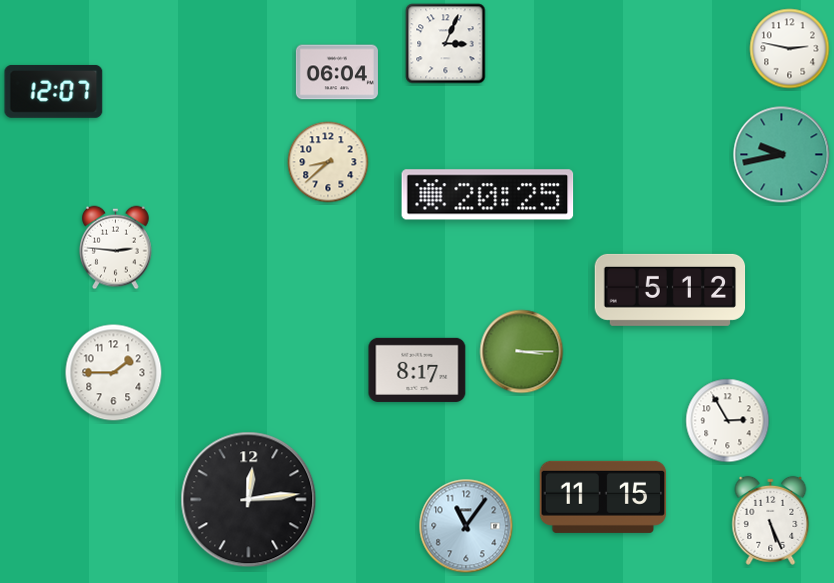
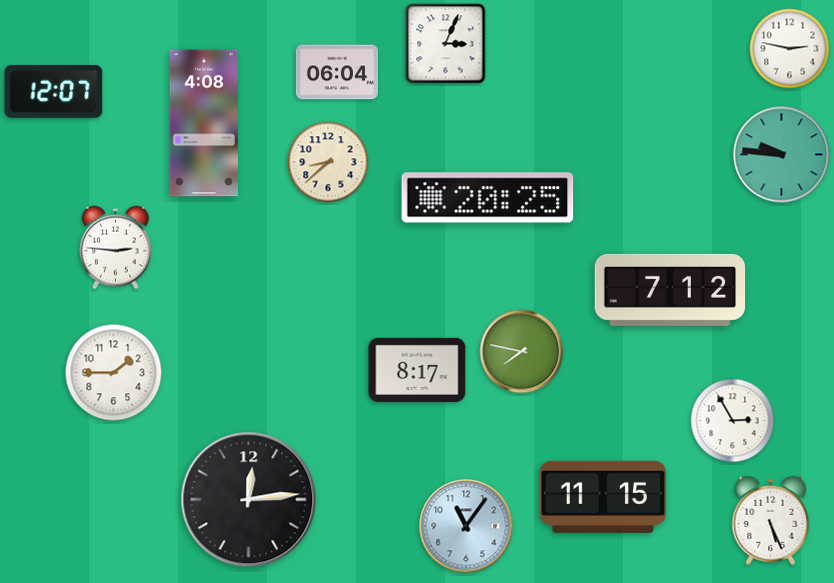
clock at (204, 123): none -> 4:08
clock at (782, 155): 9:43 -> 9:46
clock at (488, 195) position: (488, 195) -> (488, 198)
clock at (670, 290): 5:12 -> 7:12
clock at (522, 352): 3:15 -> 7:47
clock at (728, 421) position: (728, 421) -> (733, 421)
